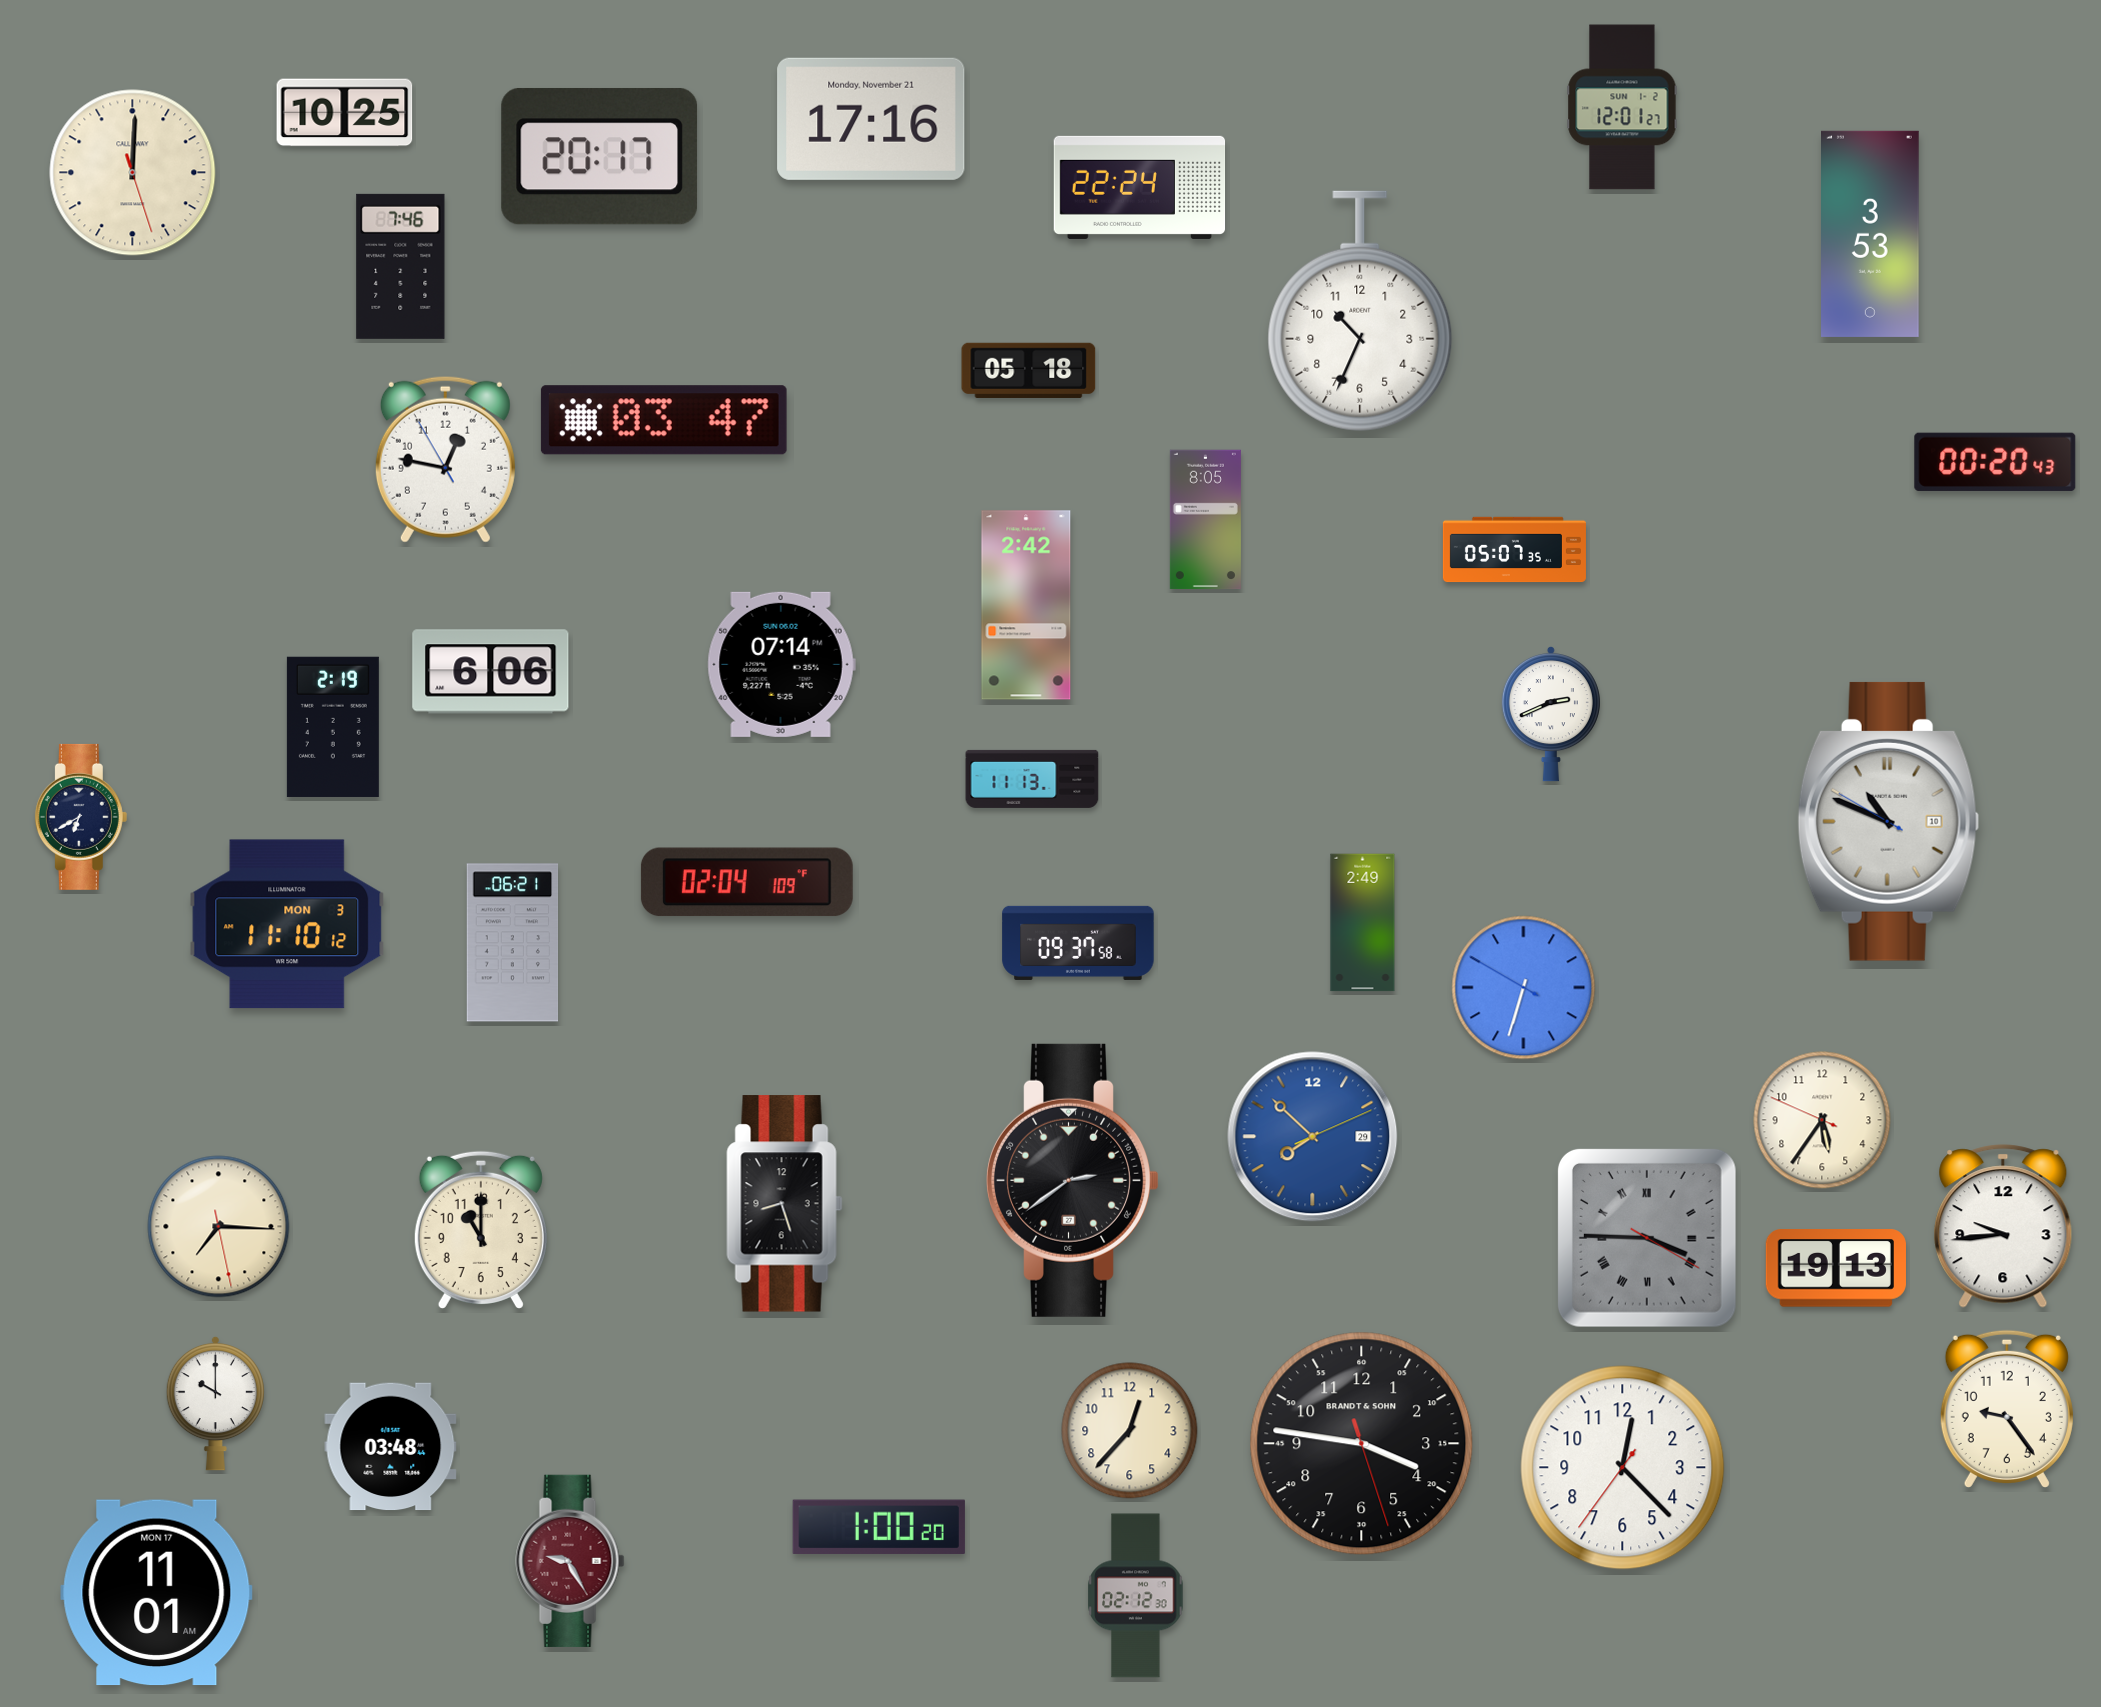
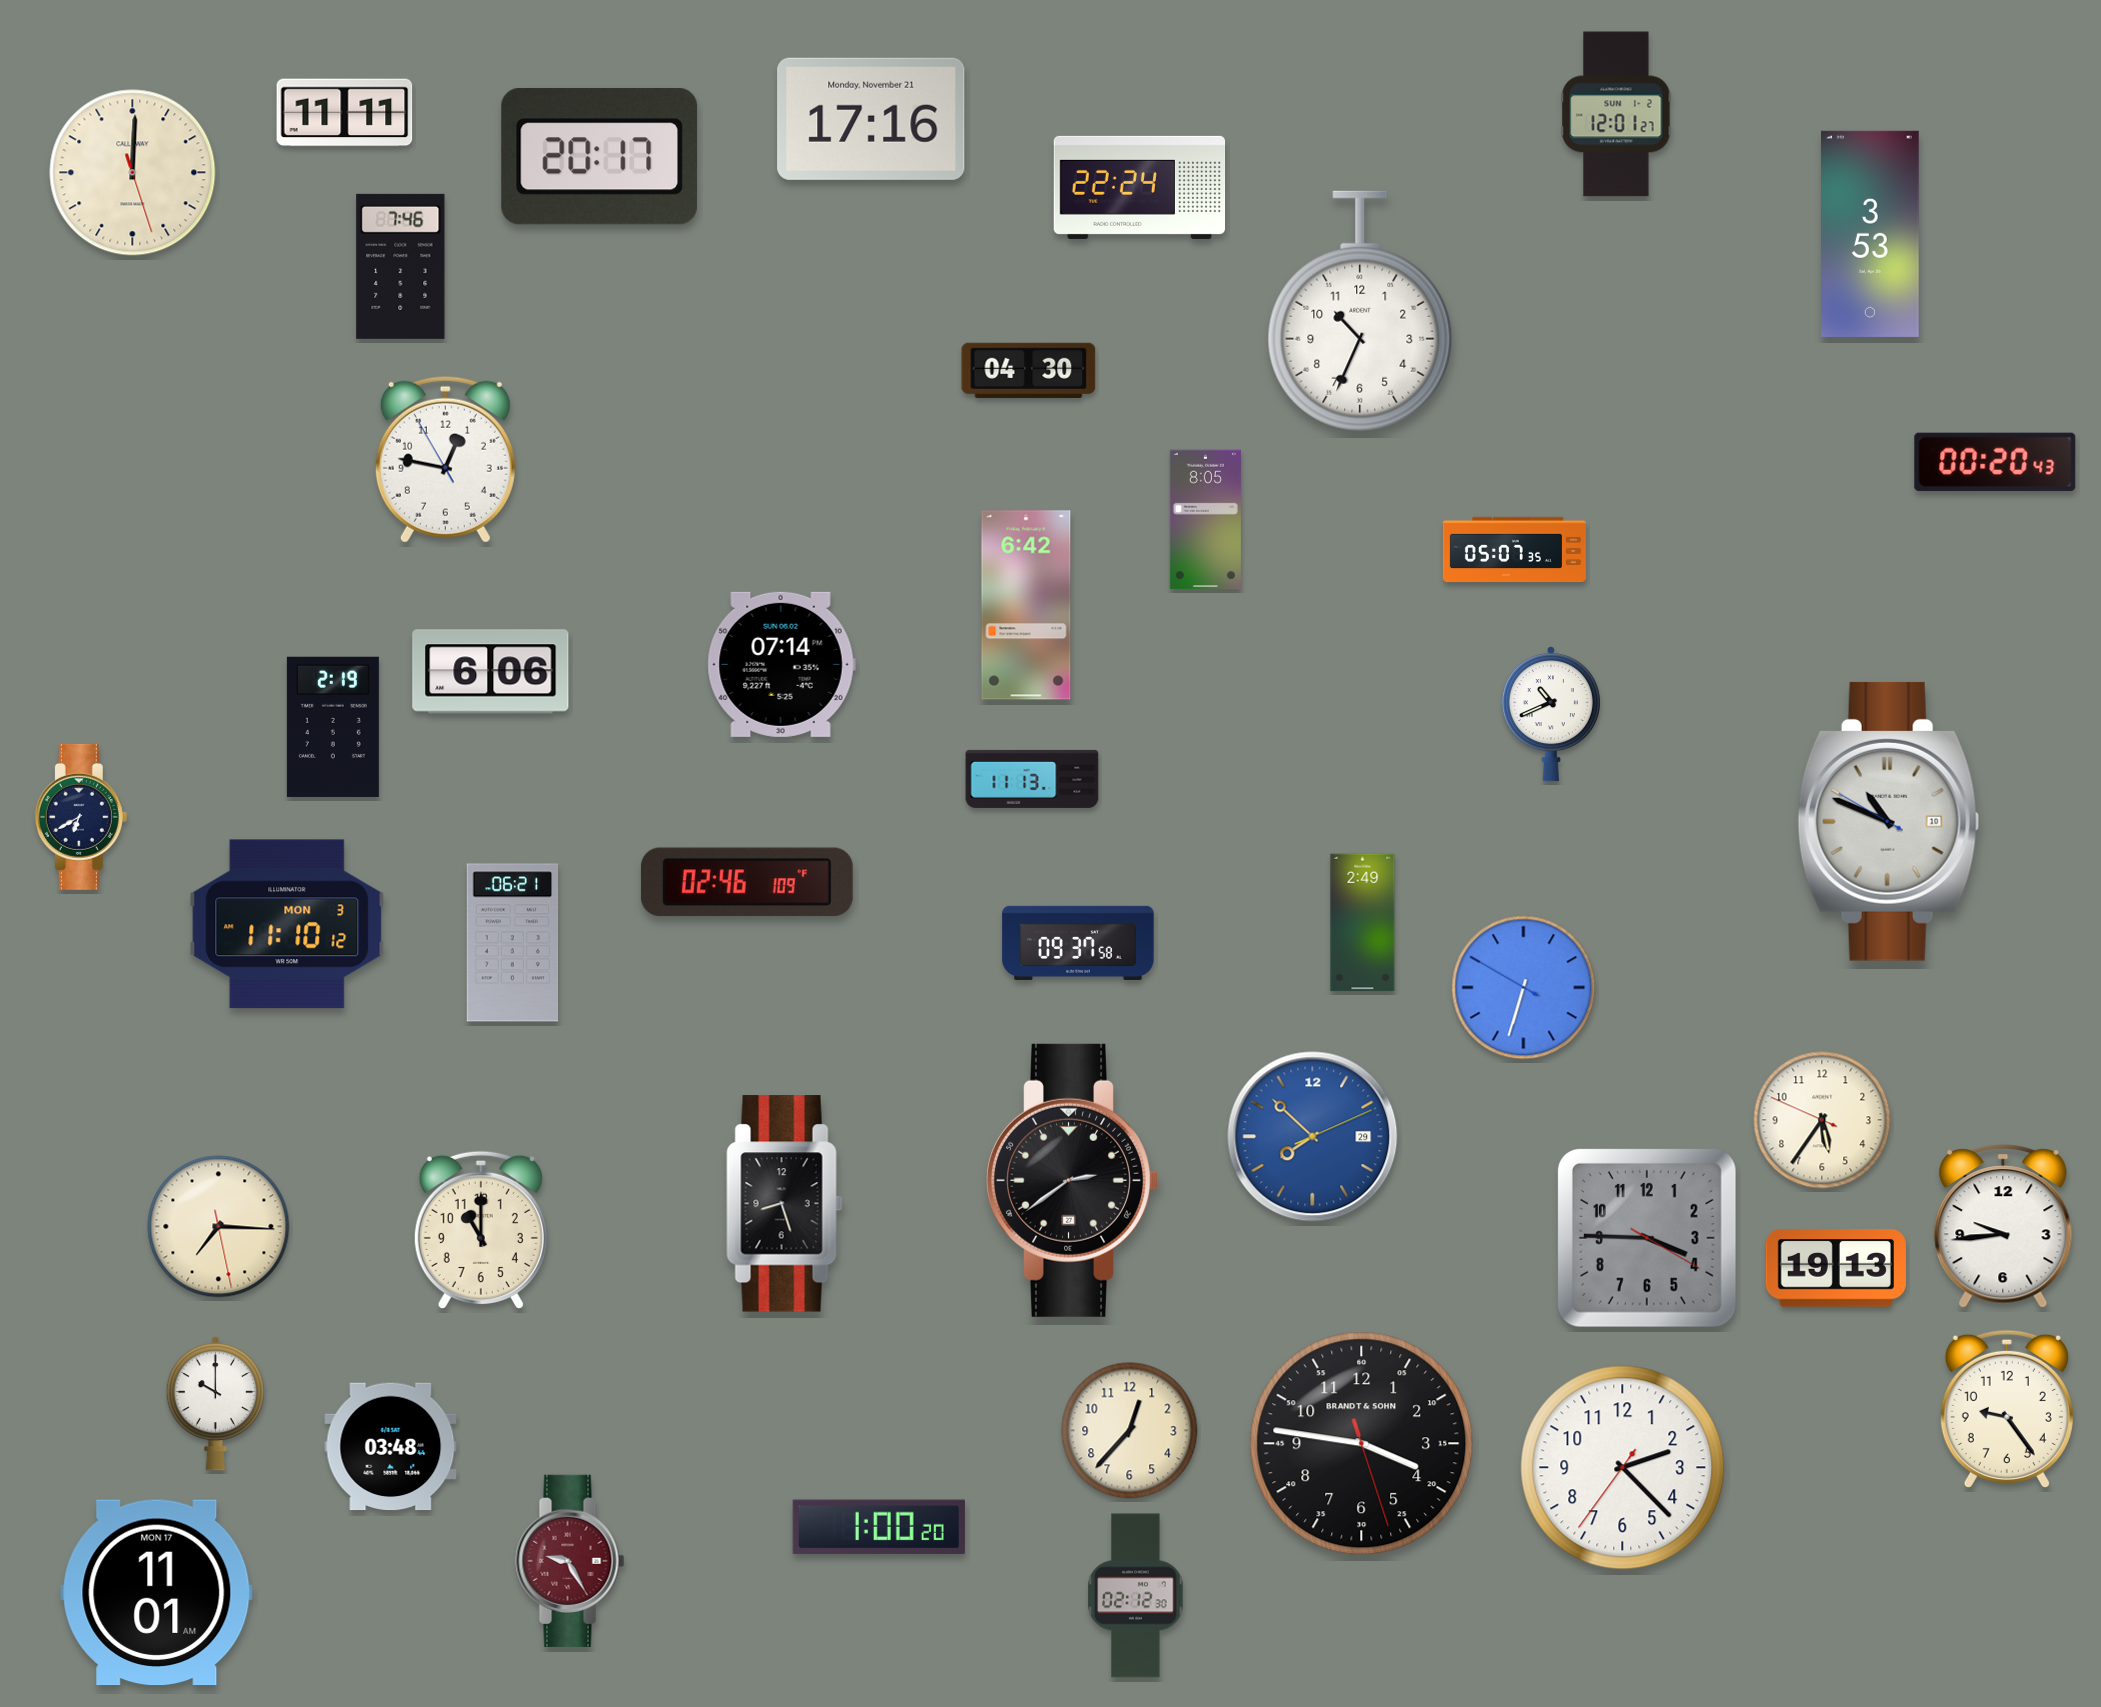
clock at (1622, 107) position: (1622, 107) -> (1616, 114)
clock at (345, 113): 10:25 -> 11:11
clock at (1029, 370): 05:18 -> 04:30
clock at (664, 420): 03:47 -> none
clock at (1026, 605): 2:42 -> 6:42
clock at (1551, 714): 2:41 -> 10:41
clock at (747, 882): 02:04 -> 02:46
clock at (1647, 1238) numerals: Roman -> Arabic
clock at (1623, 1468): 12:22 -> 2:22
